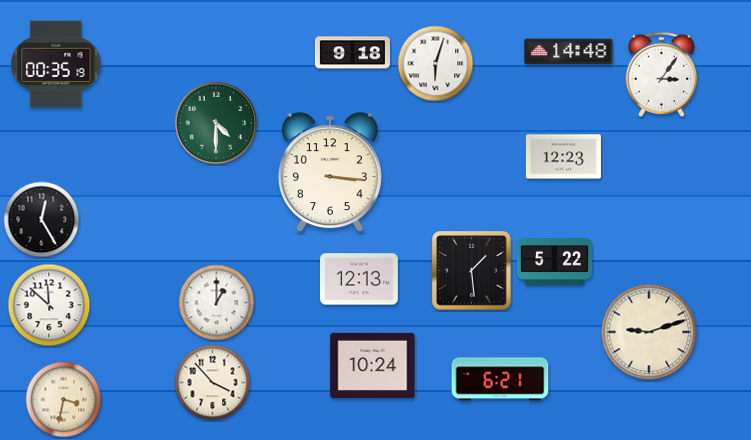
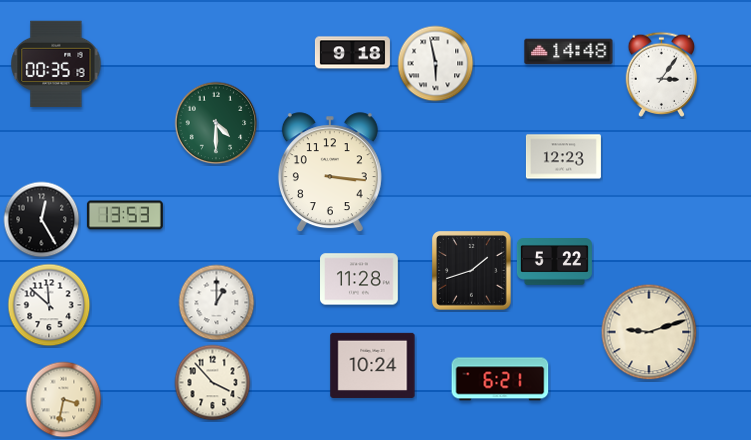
clock at (436, 64): 6:03 -> 5:58
clock at (125, 215): none -> 13:53
clock at (472, 271): 1:29 -> 1:42
clock at (359, 279): 12:13 -> 11:28
